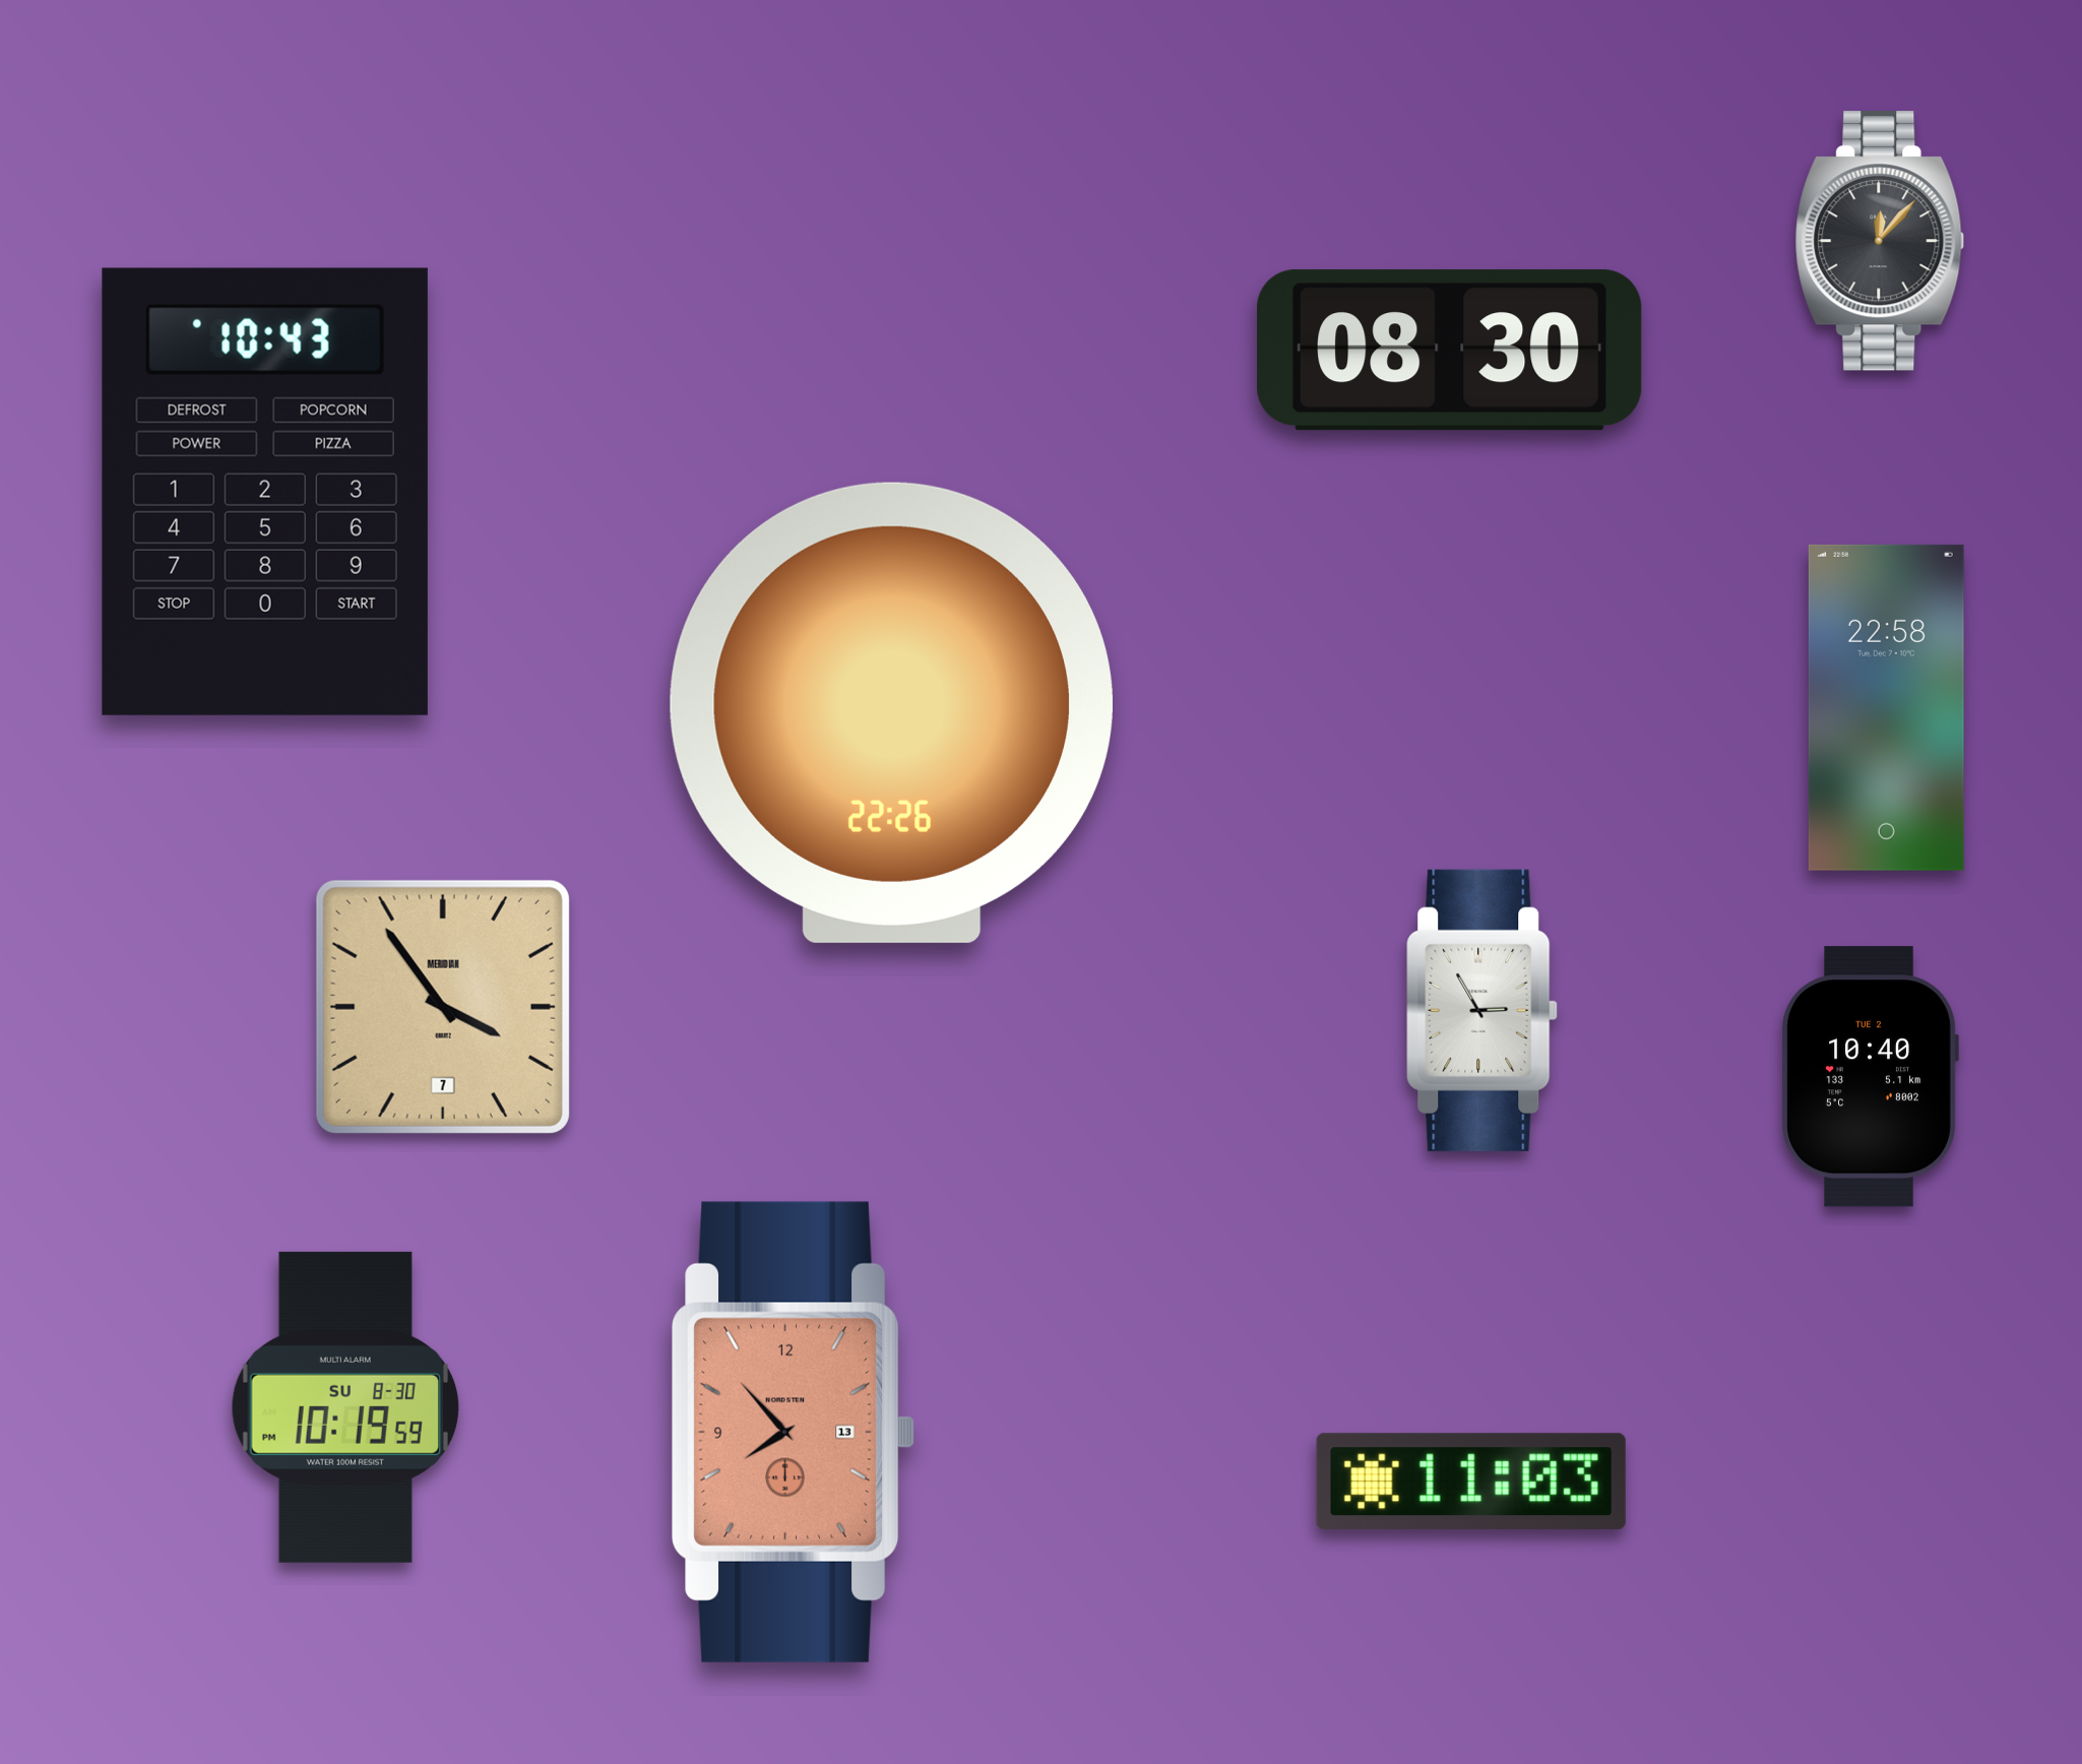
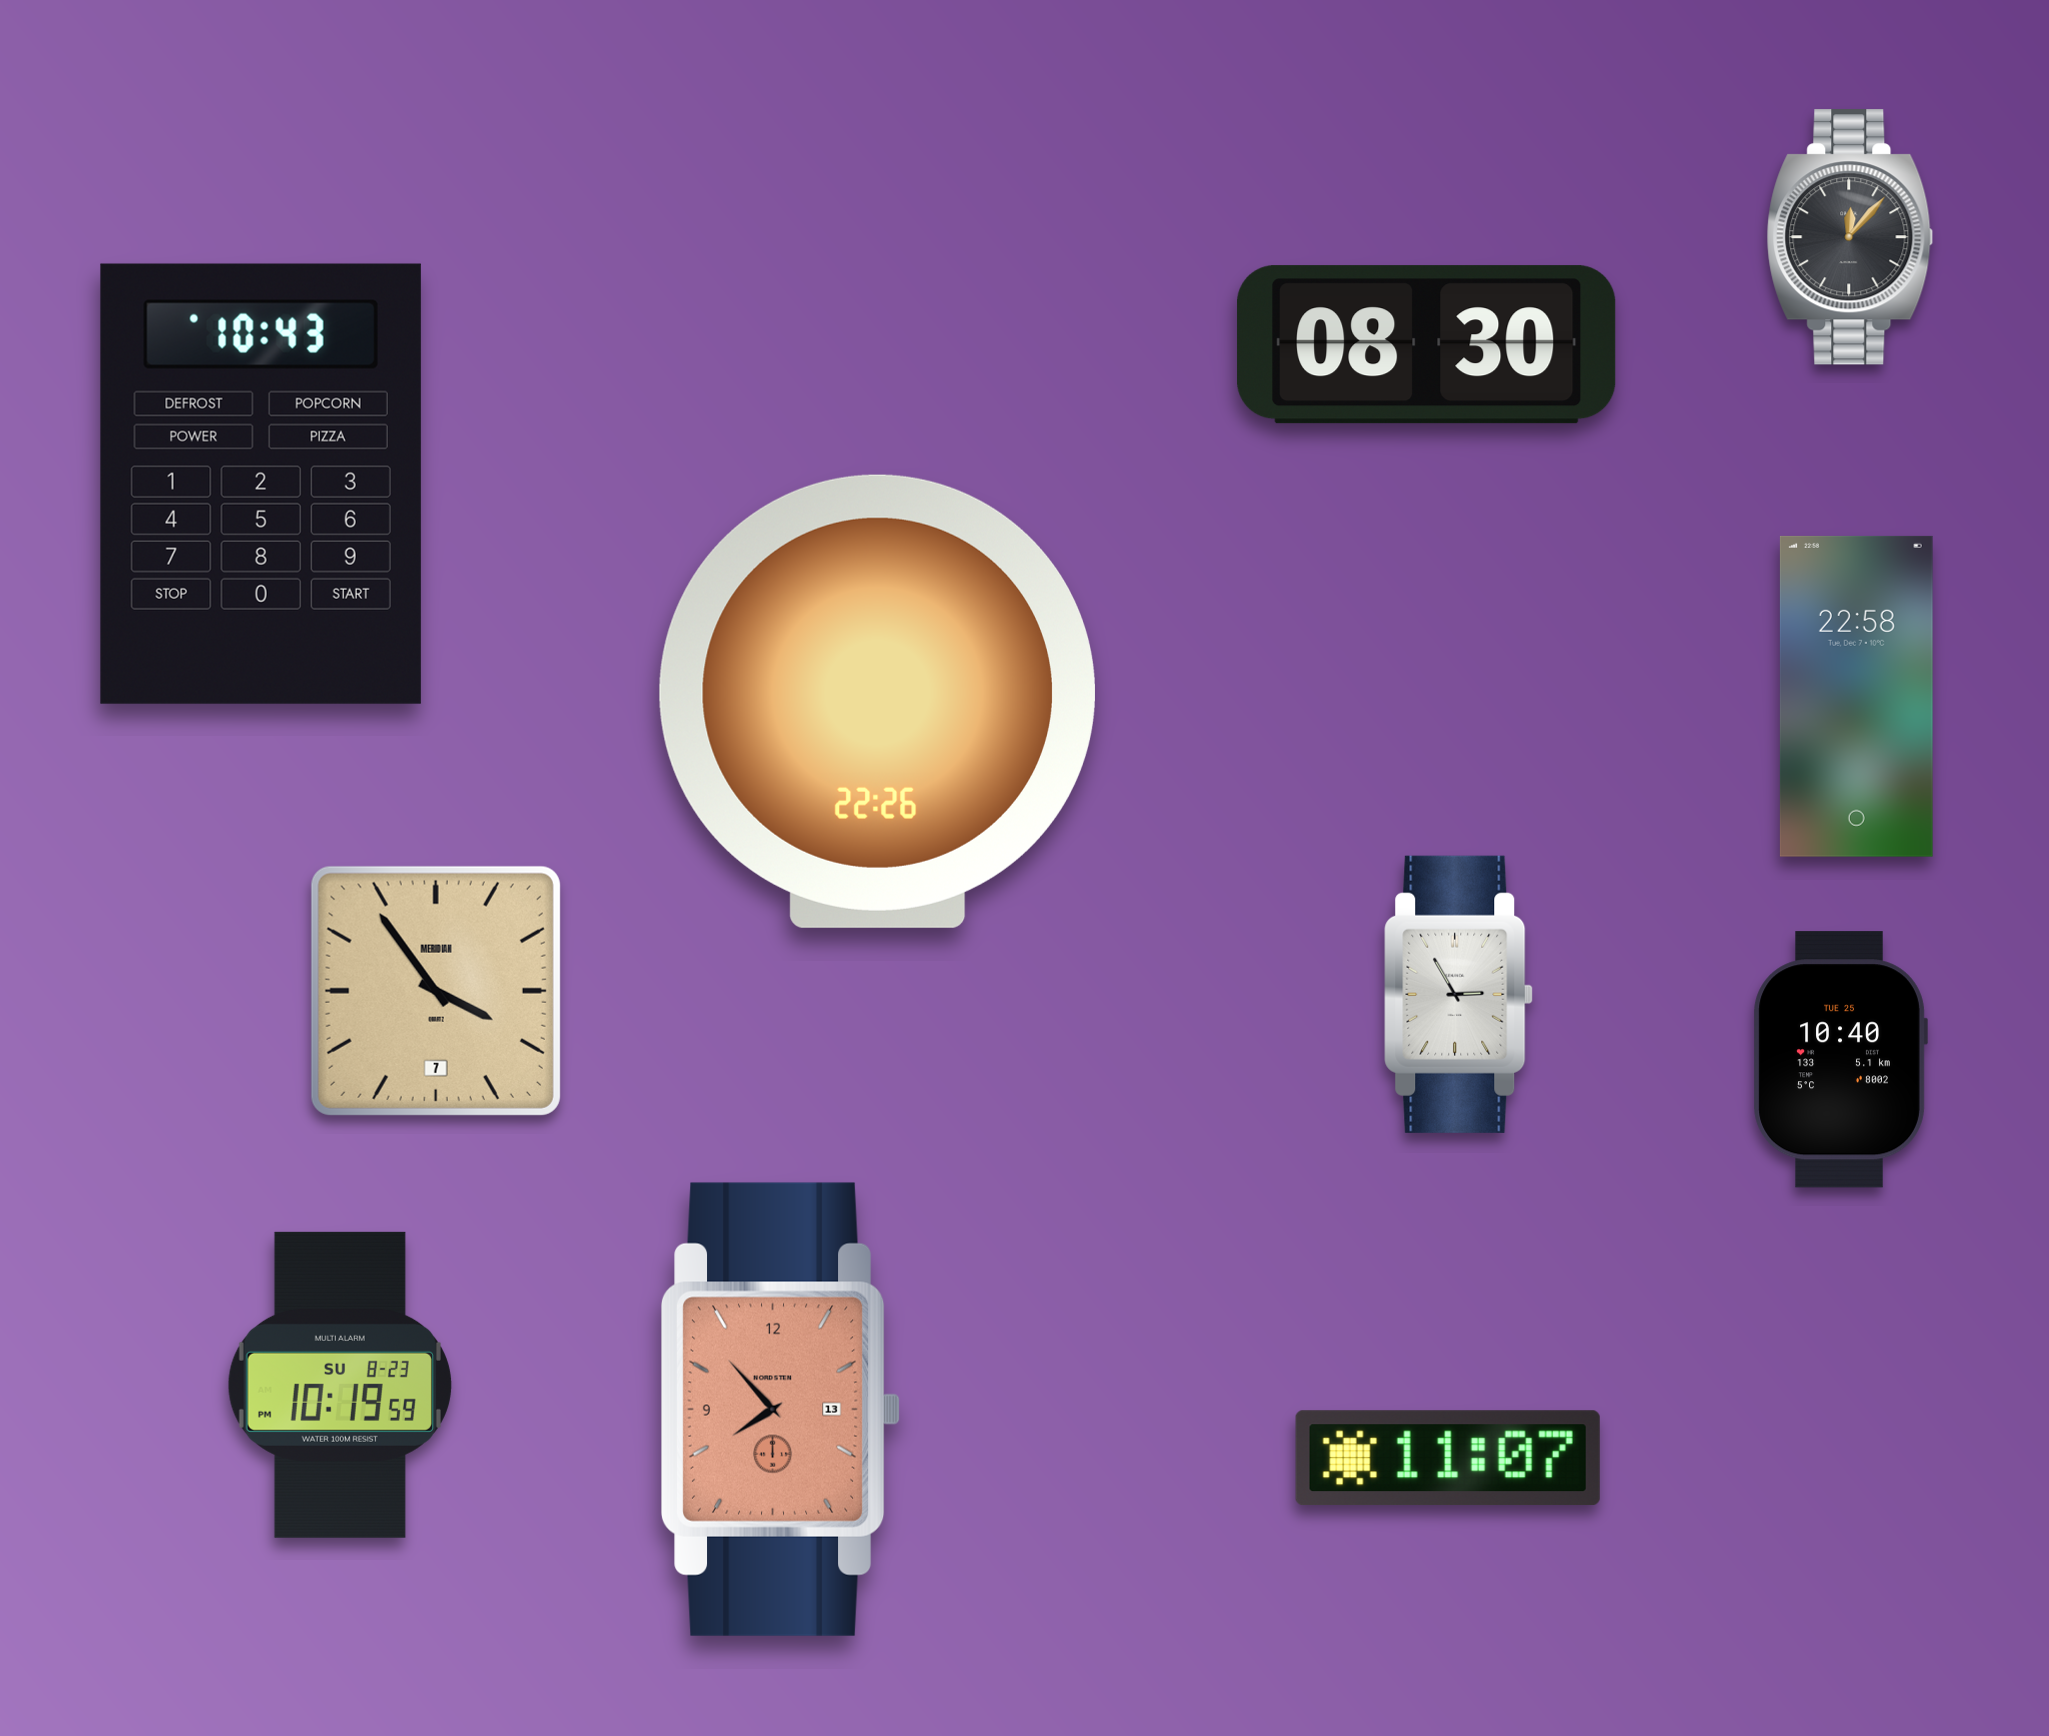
clock at (1870, 1077) date: TUE 2 -> TUE 25
clock at (345, 1407) date: SU 8-30 -> SU 8-23
clock at (1471, 1482): 11:03 -> 11:07
